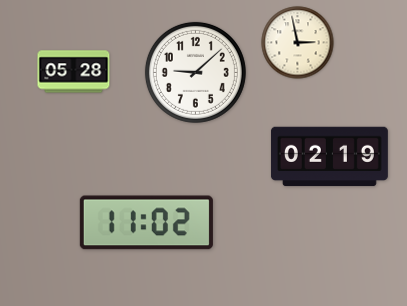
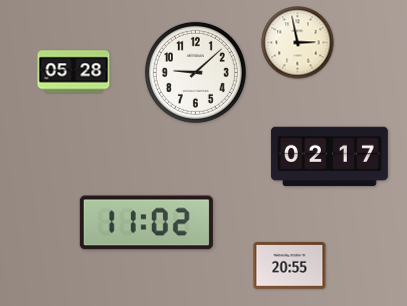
clock at (329, 157): 02:19 -> 02:17
clock at (290, 266): none -> 20:55
